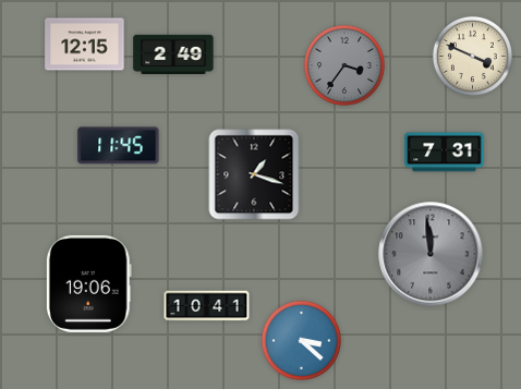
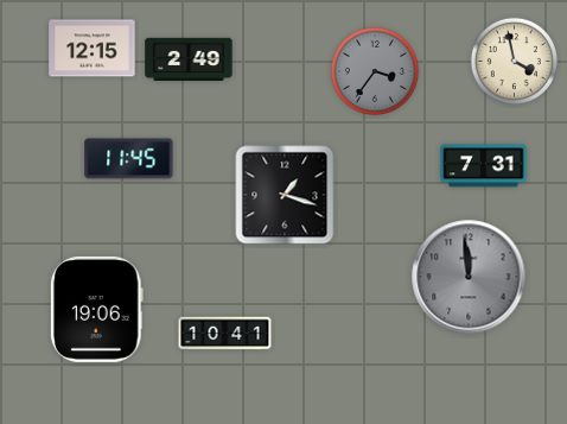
clock at (472, 56): 3:49 -> 3:58
clock at (254, 174) position: (254, 174) -> (285, 195)
clock at (301, 340): 3:22 -> none
